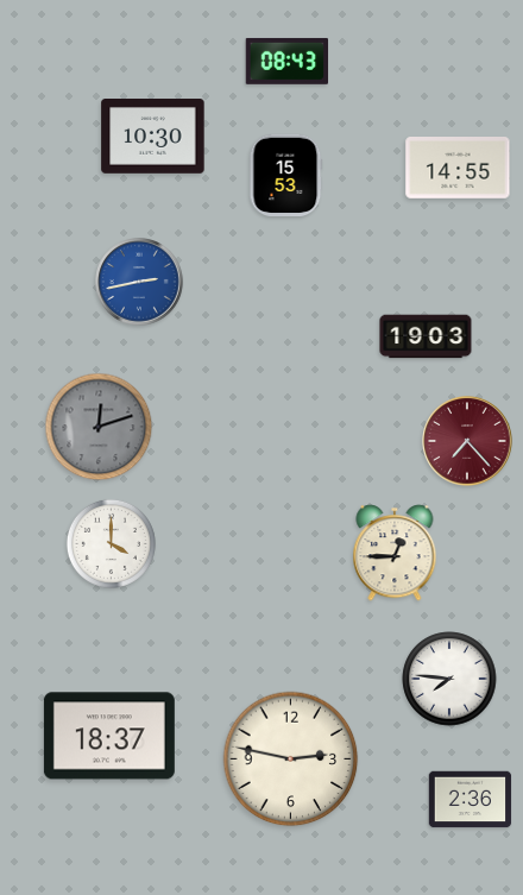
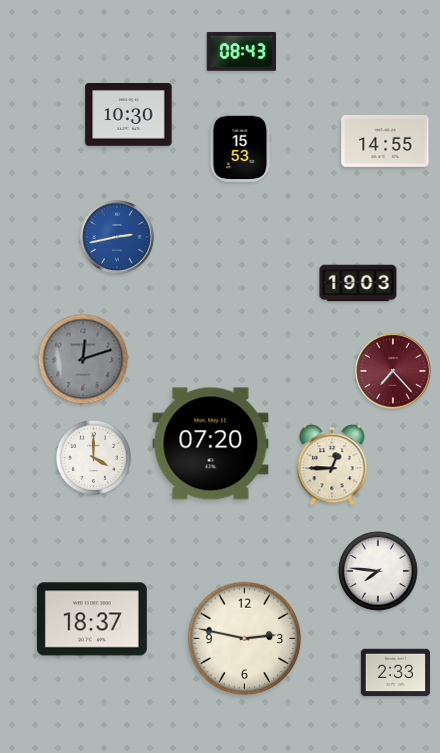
clock at (211, 444): none -> 07:20
clock at (471, 800): 2:36 -> 2:33
